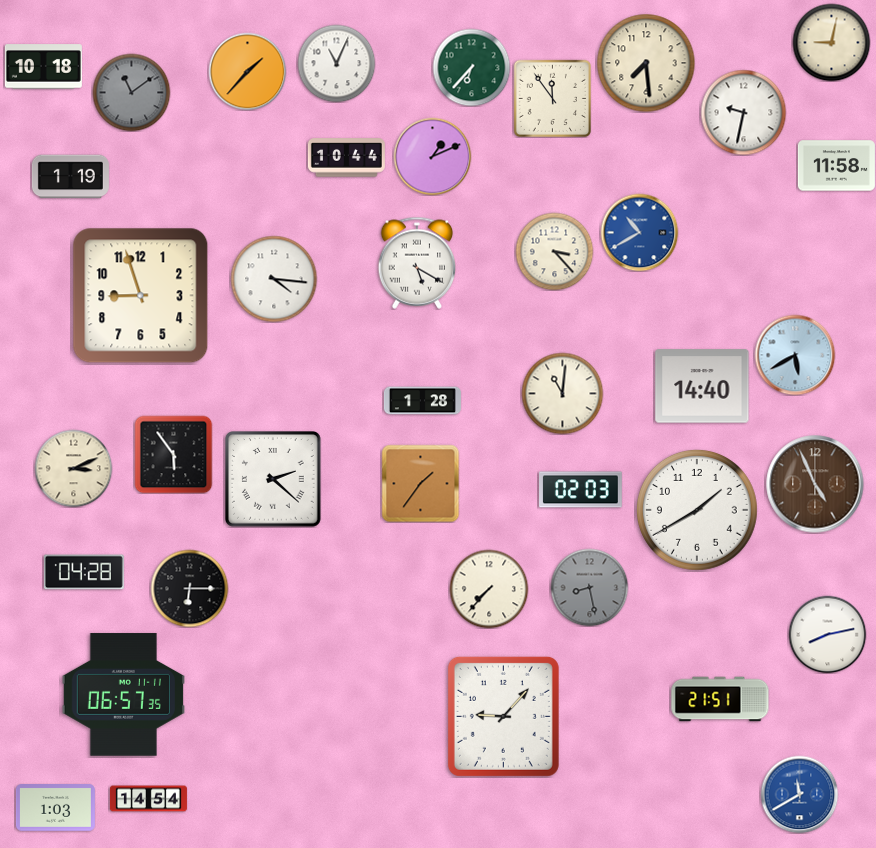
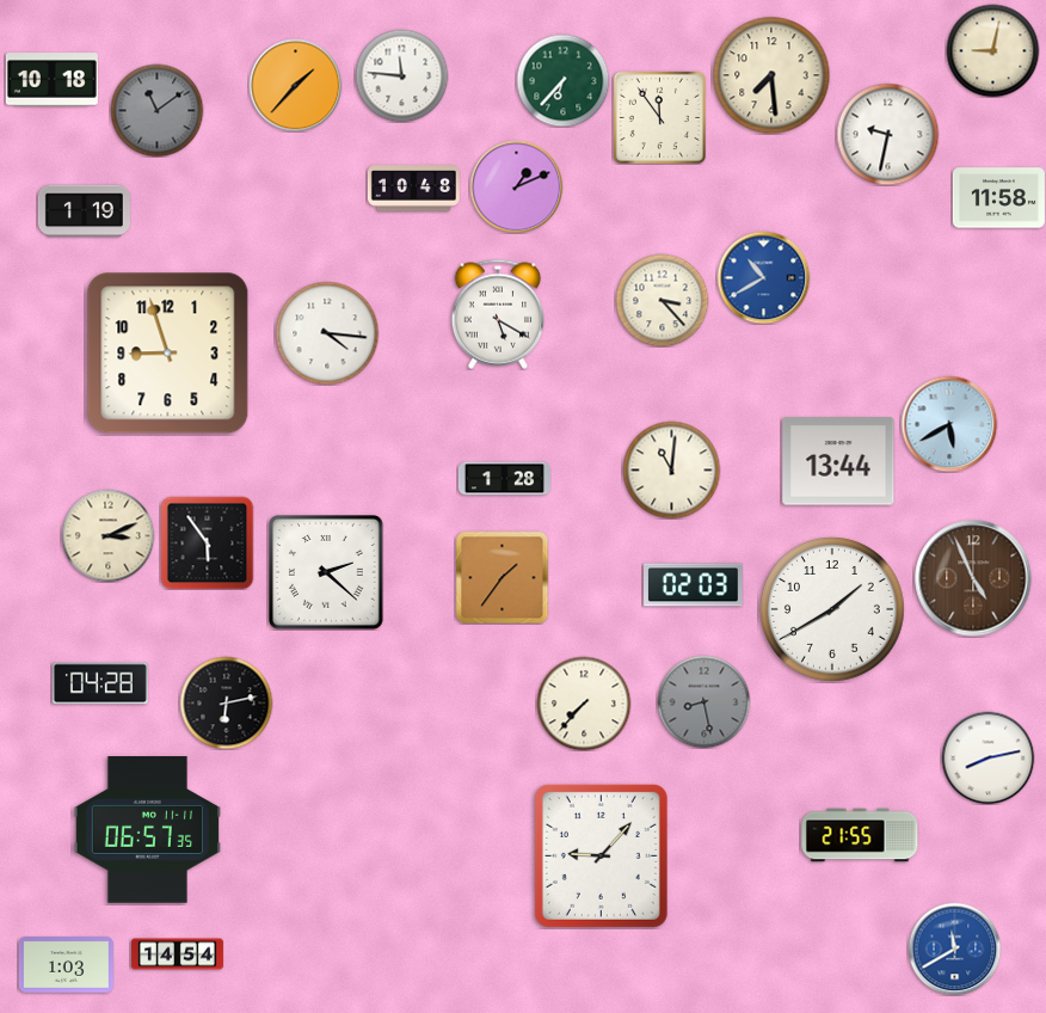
clock at (336, 63): 11:04 -> 11:46
clock at (346, 158): 10:44 -> 10:48
clock at (702, 386): 14:40 -> 13:44
clock at (73, 468) position: (73, 468) -> (107, 535)
clock at (189, 588): 6:15 -> 6:13
clock at (720, 699): 21:51 -> 21:55
